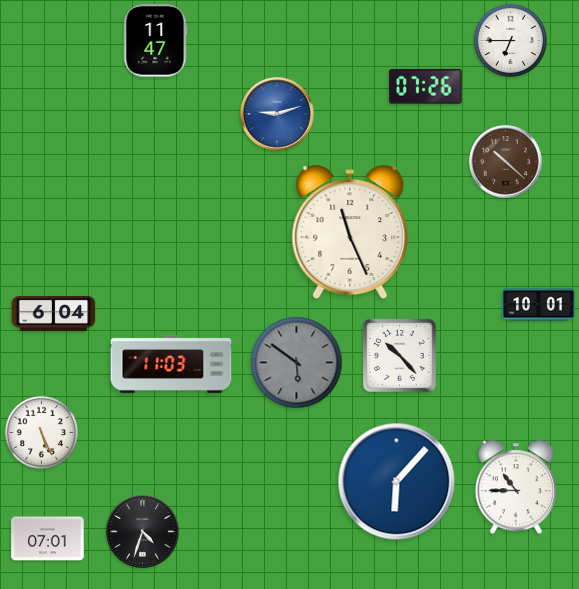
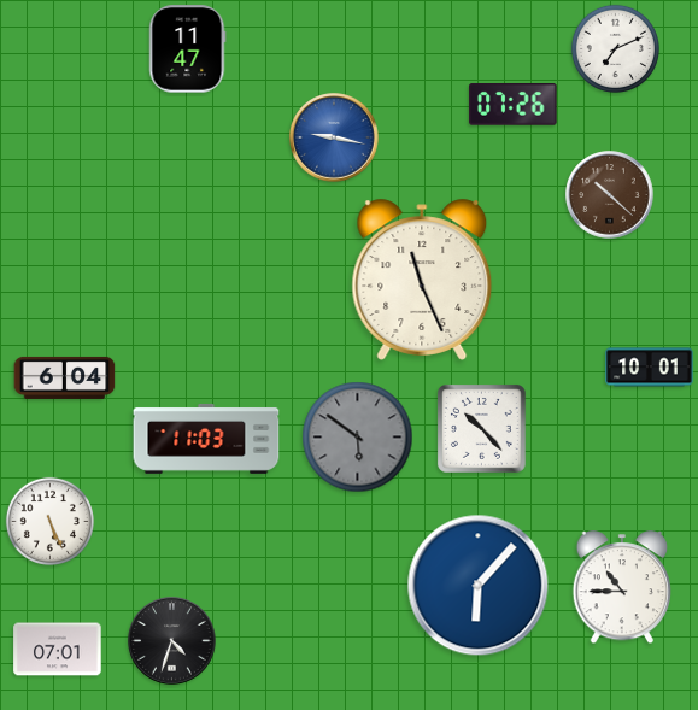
clock at (510, 40): 6:45 -> 7:11
clock at (277, 114): 9:12 -> 9:17
clock at (397, 482) position: (397, 482) -> (479, 586)
